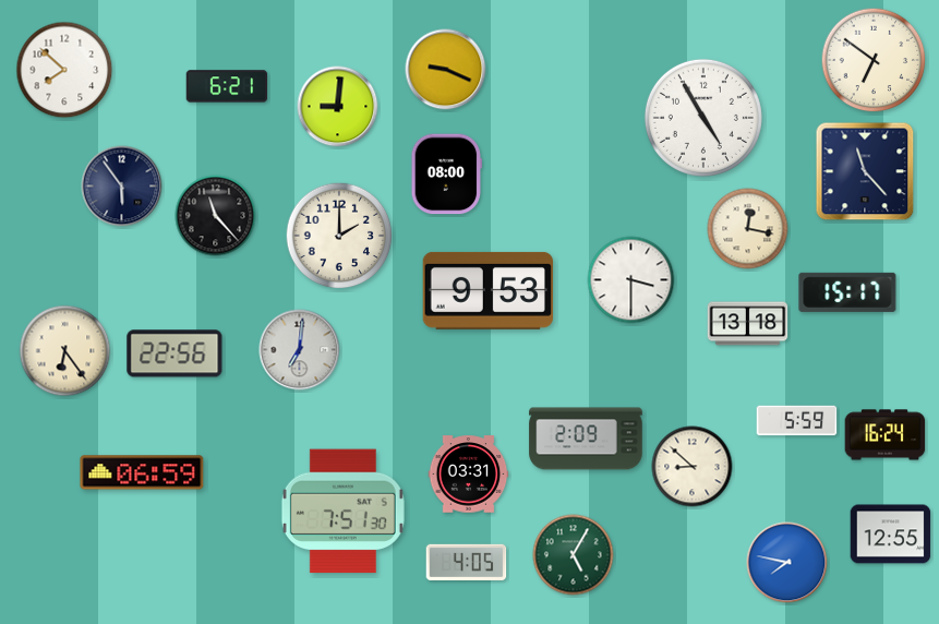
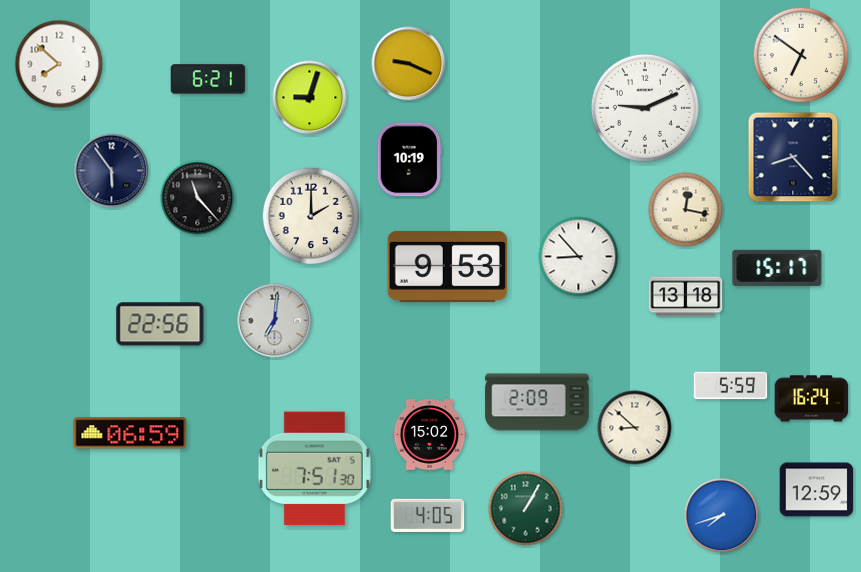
clock at (338, 107): 9:01 -> 9:03
clock at (703, 118): 4:55 -> 9:11
clock at (865, 171): 11:23 -> 8:23
clock at (447, 175): 08:00 -> 10:19
clock at (631, 280): 3:30 -> 8:53
clock at (65, 351): 6:24 -> none
clock at (469, 475): 03:31 -> 15:02
clock at (891, 535): 12:55 -> 12:59
clock at (574, 555): 5:05 -> 1:05
clock at (787, 563): 7:47 -> 7:42
